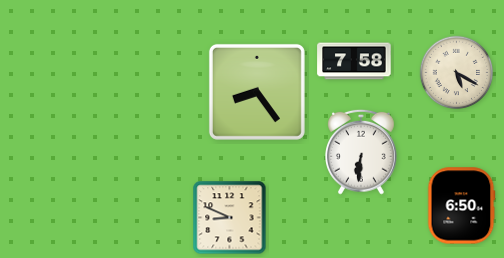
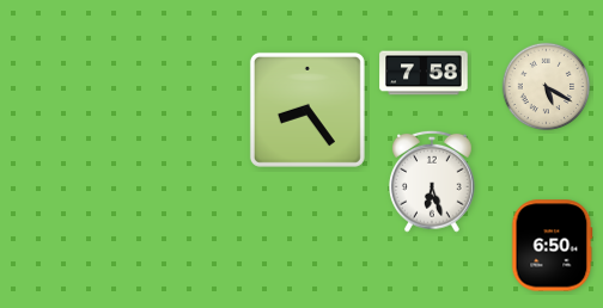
clock at (362, 152): 6:31 -> 6:27
clock at (230, 218): 8:49 -> none
